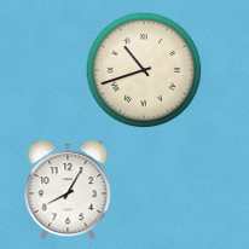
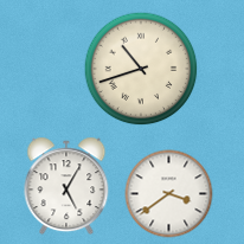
clock at (68, 190): 8:05 -> 5:05
clock at (169, 194): none -> 3:39
